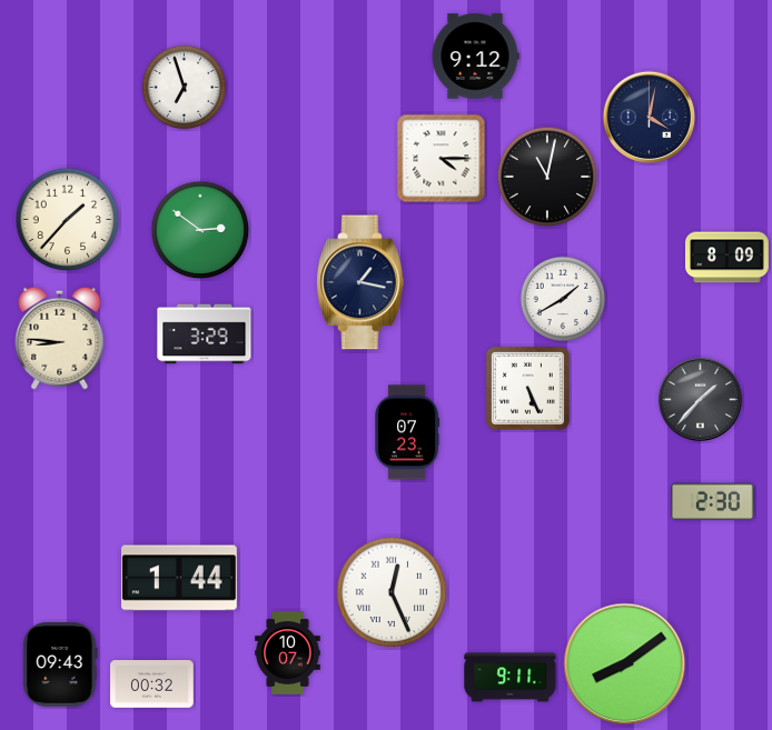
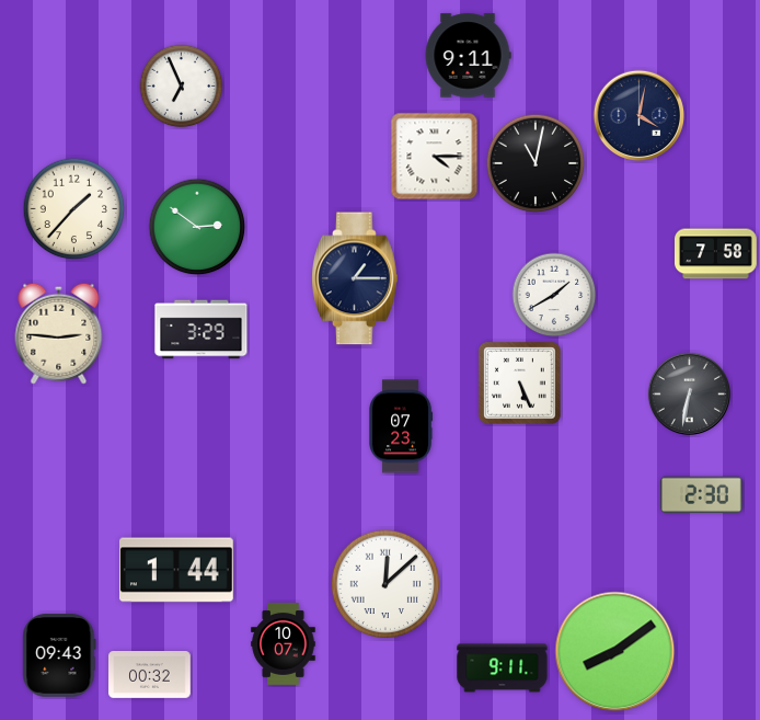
clock at (475, 57): 9:12 -> 9:11
clock at (185, 88): 6:57 -> 6:56
clock at (547, 177) position: (547, 177) -> (536, 163)
clock at (68, 220) position: (68, 220) -> (74, 209)
clock at (728, 258): 8:09 -> 7:58
clock at (360, 282): 1:17 -> 1:15
clock at (60, 338): 8:46 -> 2:46
clock at (700, 399): 1:37 -> 6:32
clock at (392, 592): 12:26 -> 12:08
clock at (625, 664) position: (625, 664) -> (615, 652)
